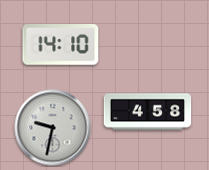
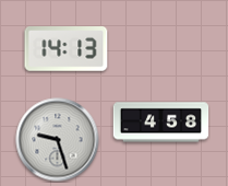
clock at (61, 45): 14:10 -> 14:13
clock at (53, 128): 9:32 -> 9:27
